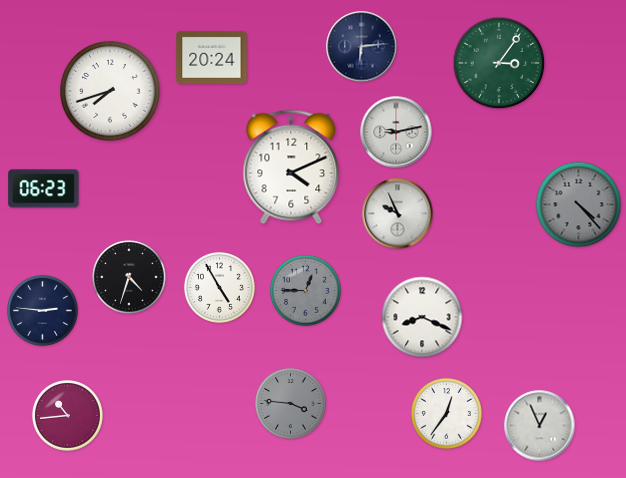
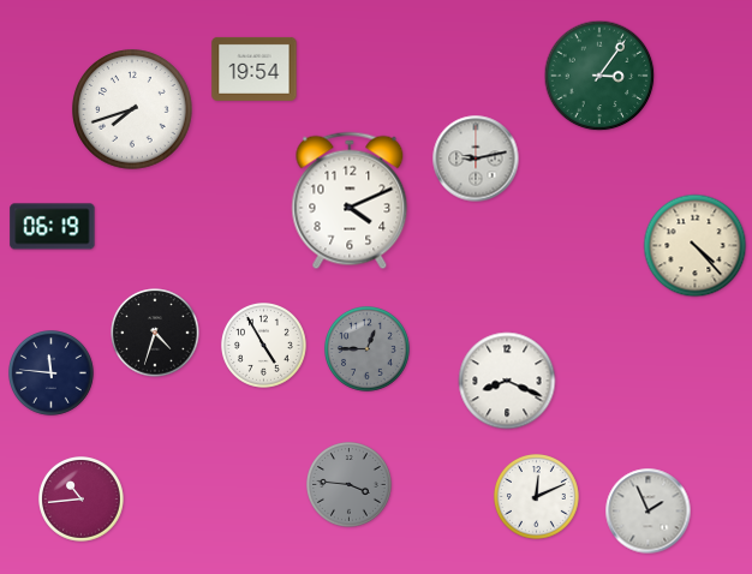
clock at (362, 47): 6:14 -> none
clock at (212, 57): 20:24 -> 19:54
clock at (44, 189): 06:23 -> 06:19
clock at (579, 205) dial: grey -> cream
clock at (398, 214): 9:56 -> none
clock at (43, 311): 2:46 -> 11:46
clock at (447, 414): 12:36 -> 12:11
clock at (540, 426): 12:56 -> 1:56
